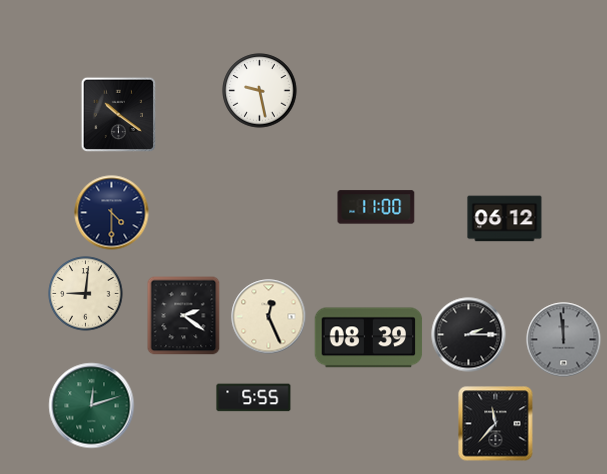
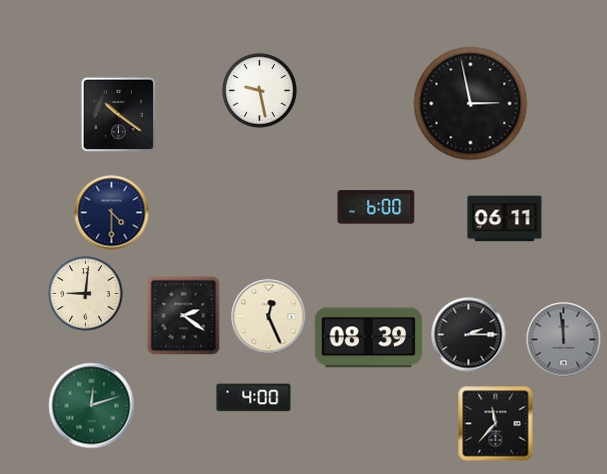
clock at (471, 104): none -> 2:58
clock at (376, 207): 11:00 -> 6:00
clock at (505, 219): 06:12 -> 06:11
clock at (254, 398): 5:55 -> 4:00
